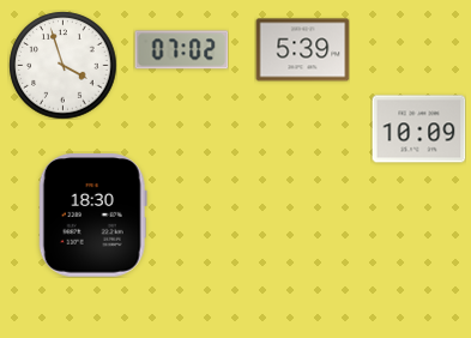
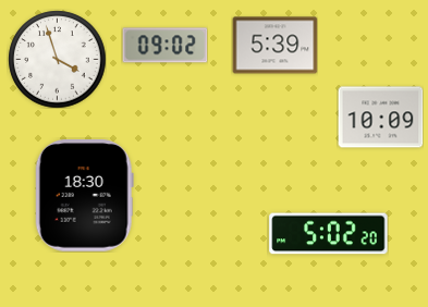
clock at (181, 50): 07:02 -> 09:02
clock at (329, 234): none -> 5:02
